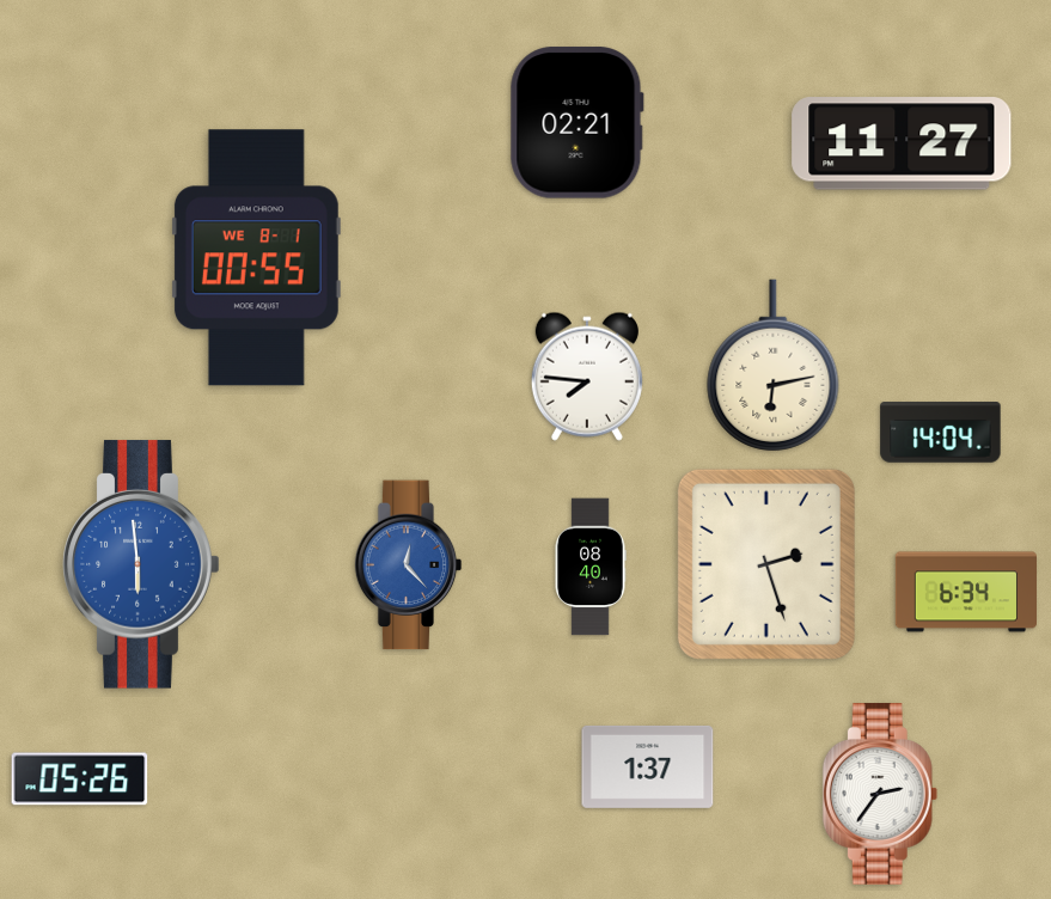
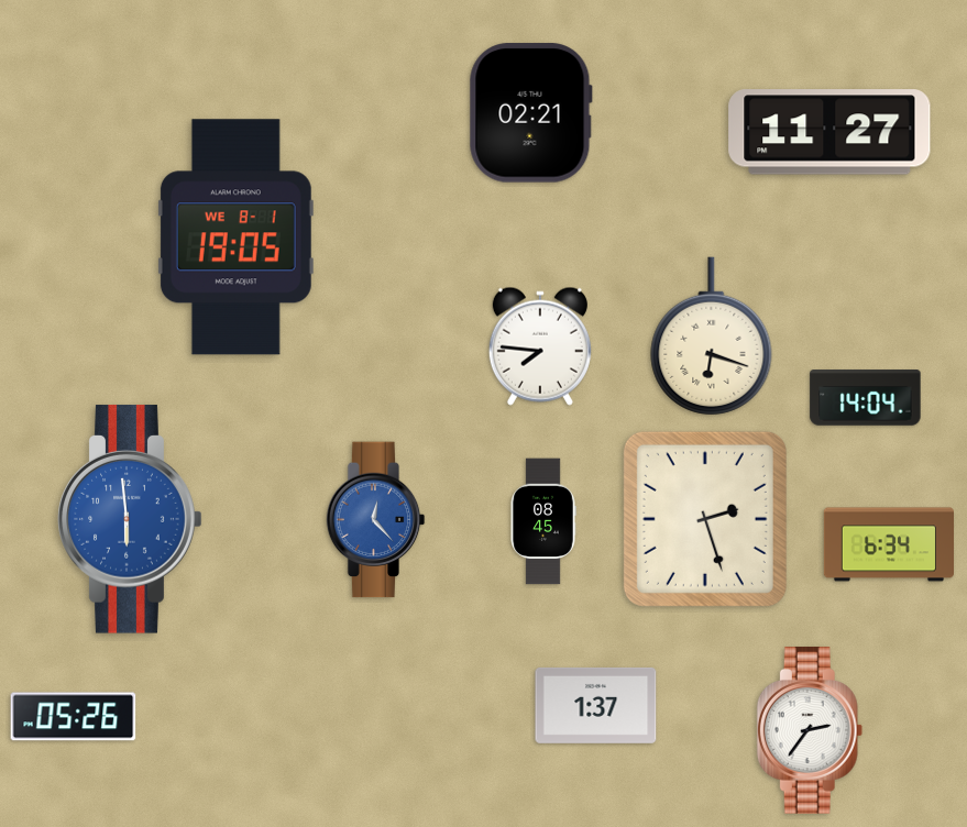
clock at (256, 258): 00:55 -> 19:05
clock at (774, 366): 6:13 -> 6:18
clock at (591, 567): 08:40 -> 08:45
